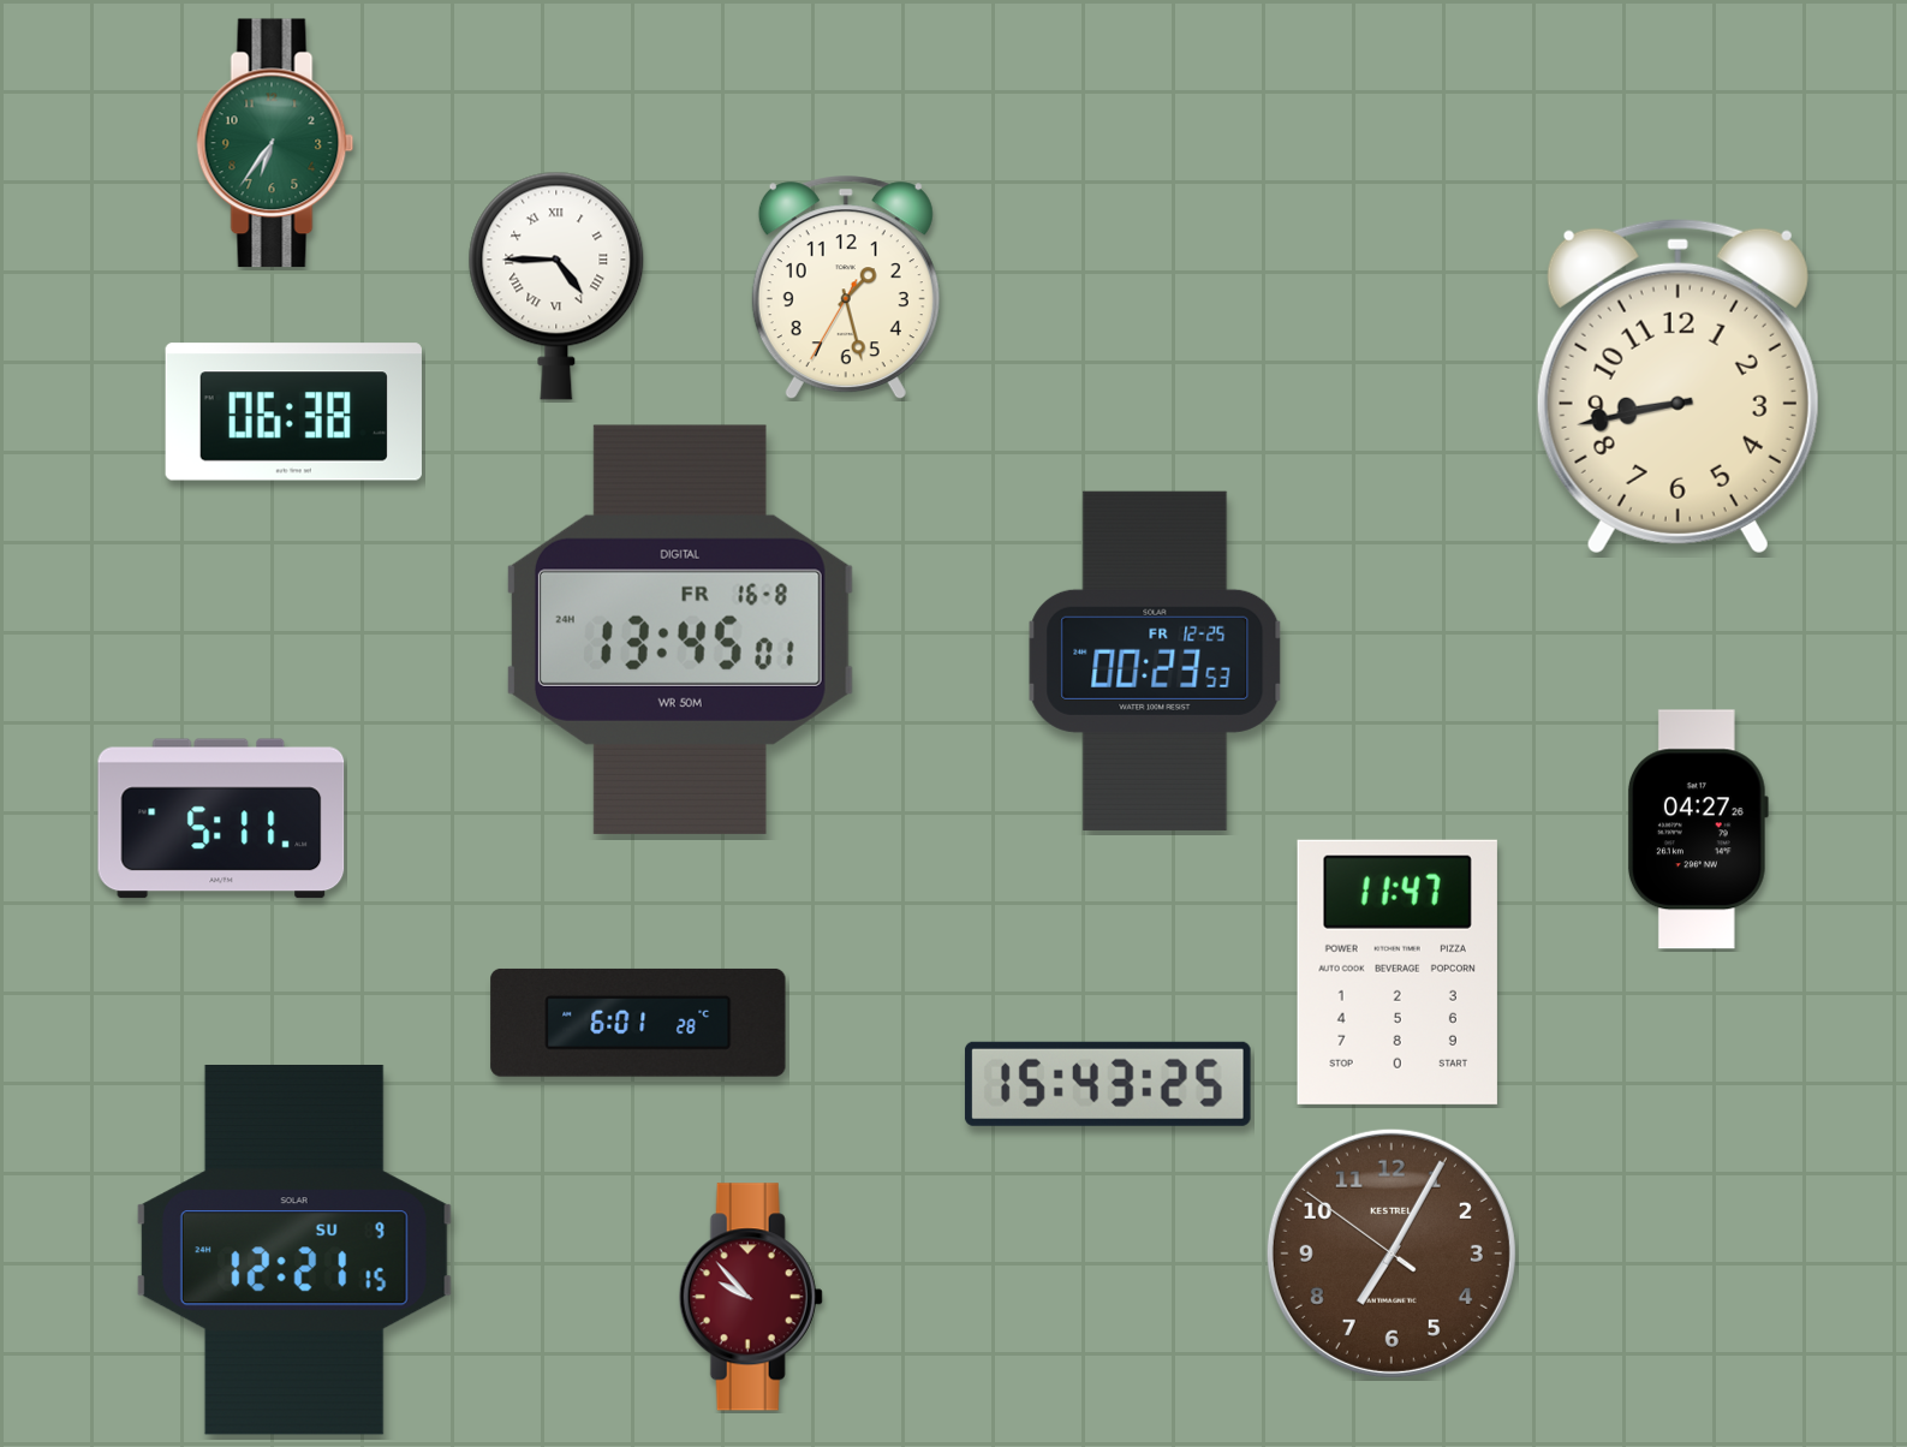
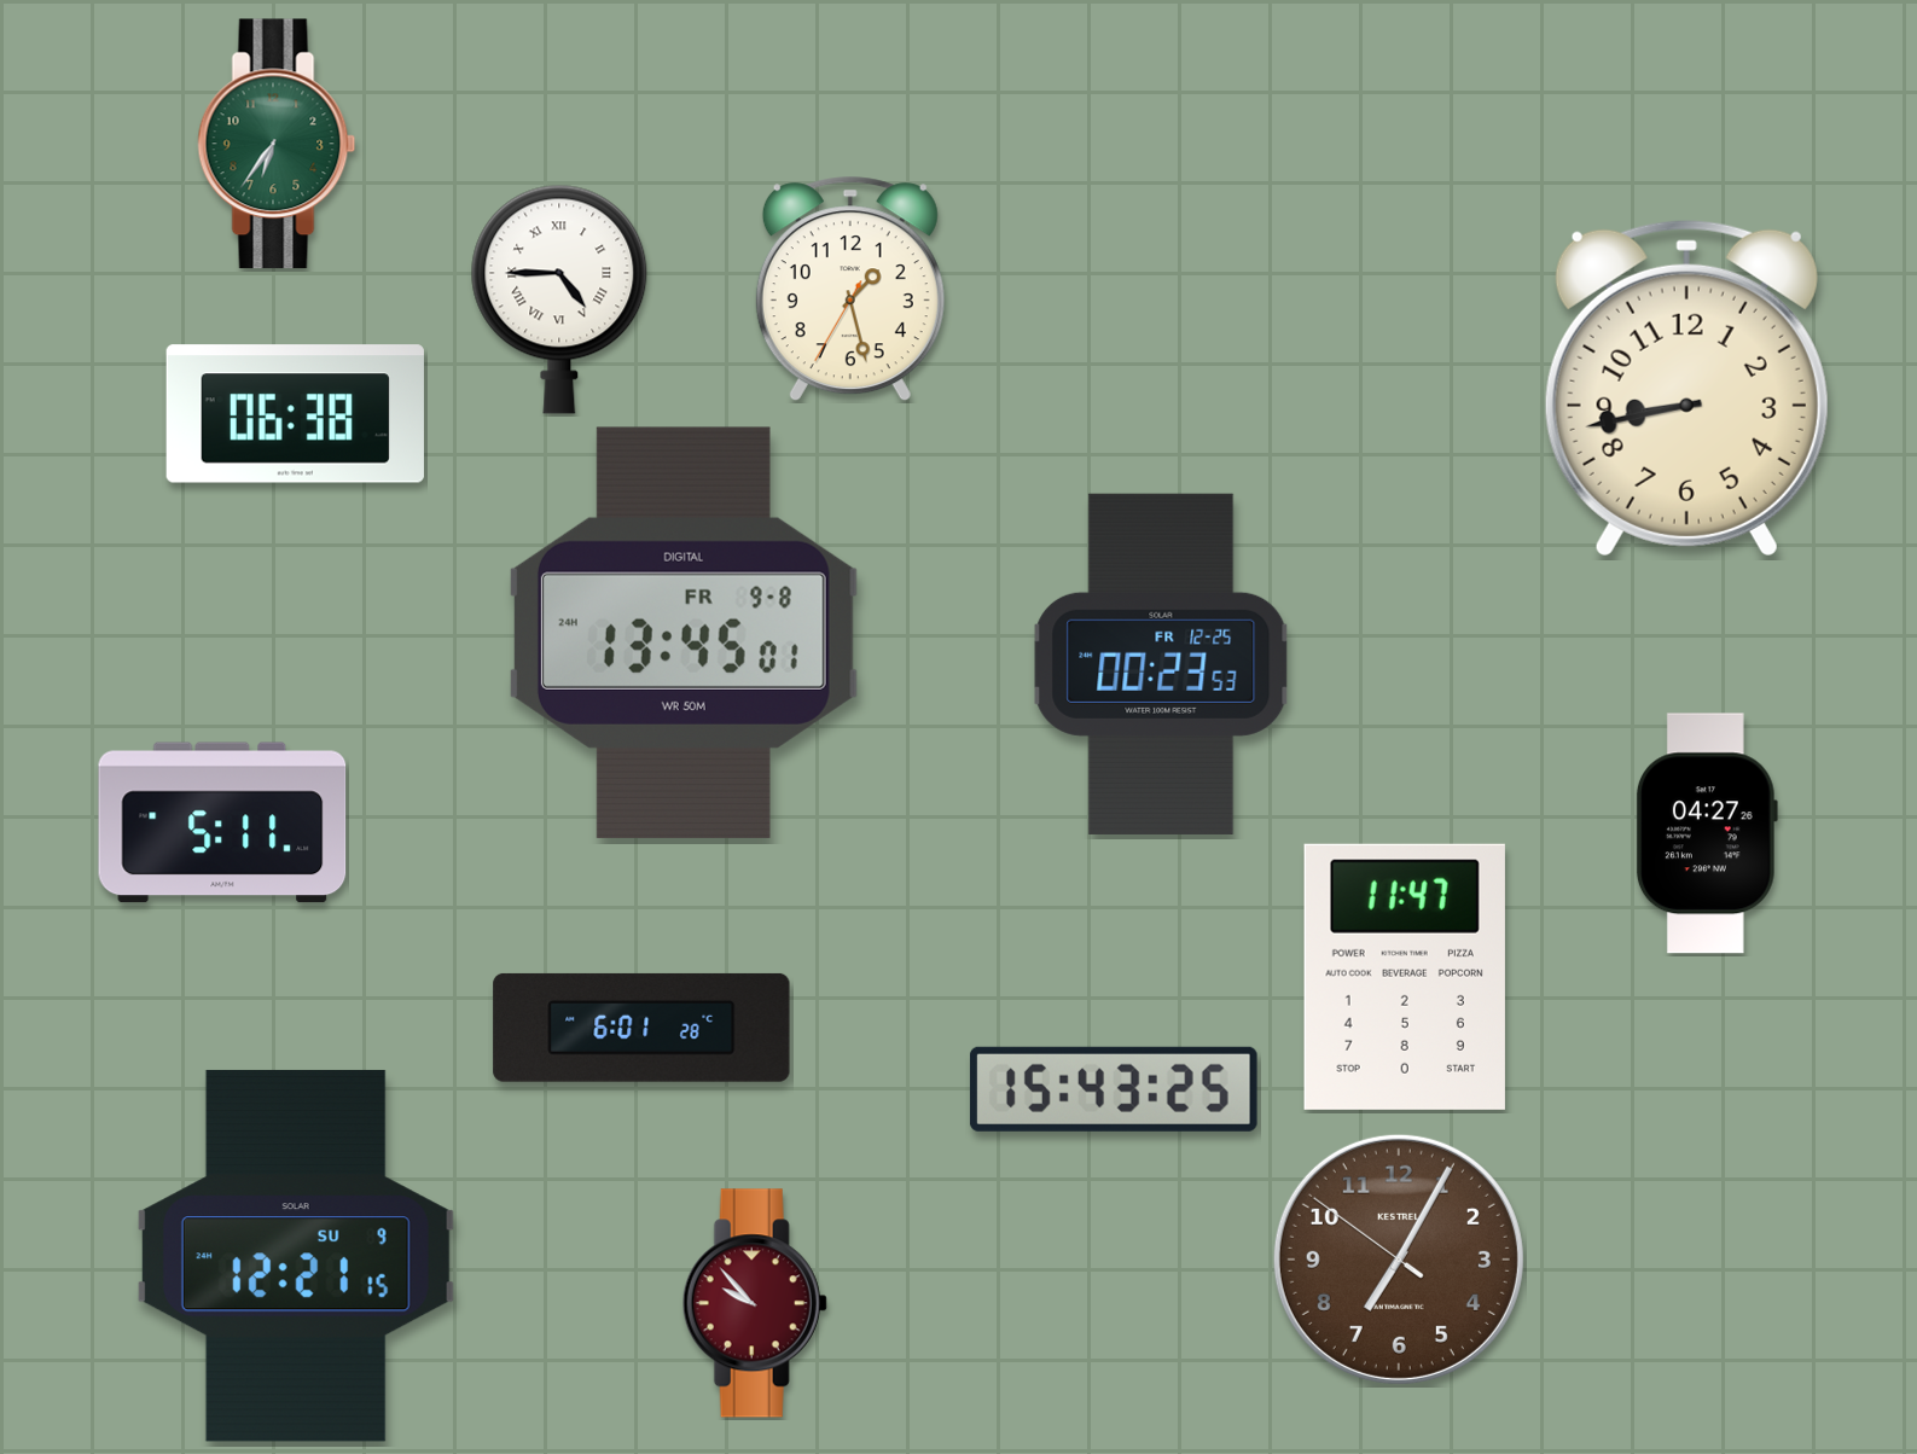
clock at (556, 286) position: (556, 286) -> (559, 299)
clock at (680, 630) date: FR 16-8 -> FR 9-8
